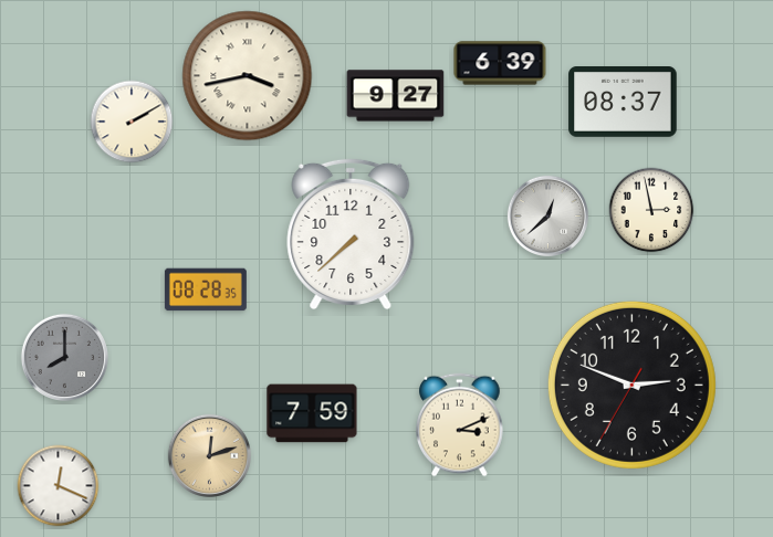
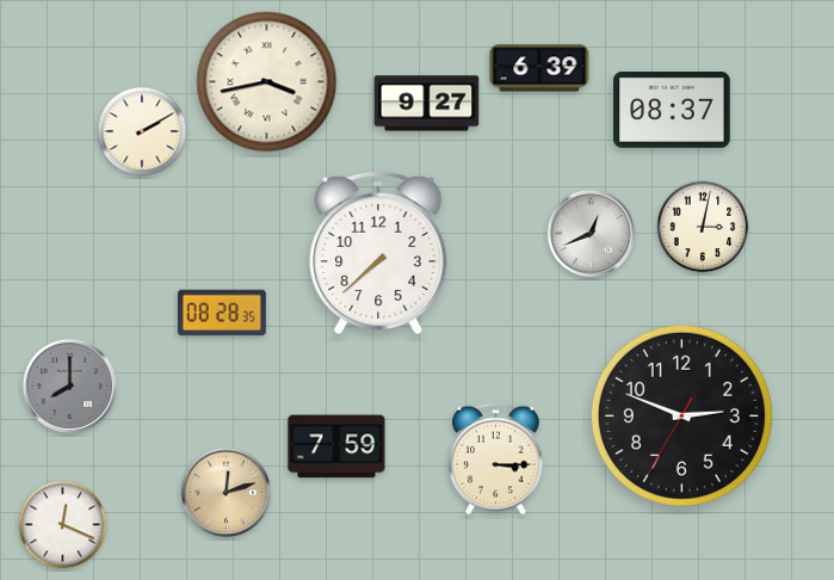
clock at (651, 210): 2:58 -> 3:02
clock at (547, 215): 12:38 -> 12:41
clock at (460, 425): 3:11 -> 3:15
